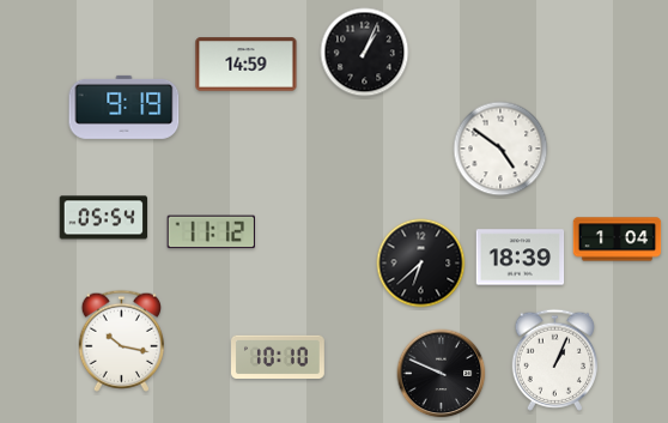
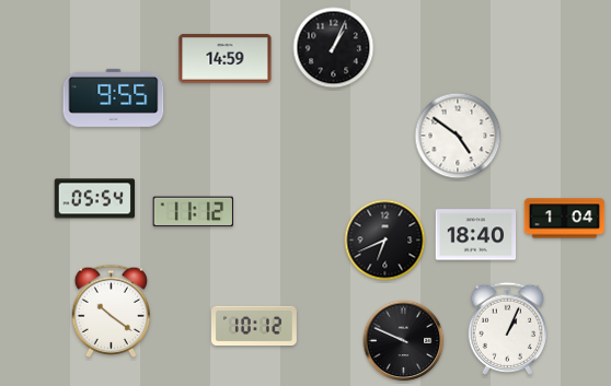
clock at (125, 107): 9:19 -> 9:55
clock at (521, 258): 18:39 -> 18:40
clock at (421, 264): 6:38 -> 6:41
clock at (121, 340): 10:17 -> 10:21
clock at (279, 357): 10:10 -> 10:12
